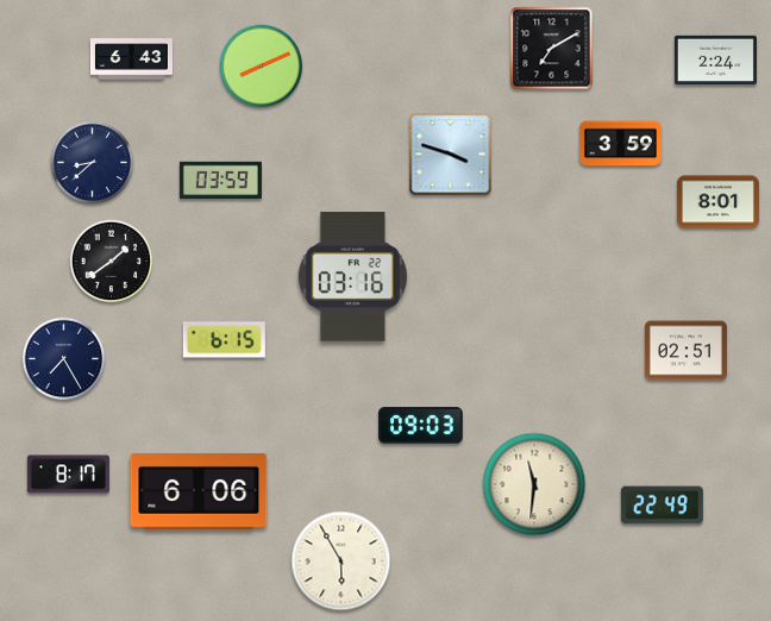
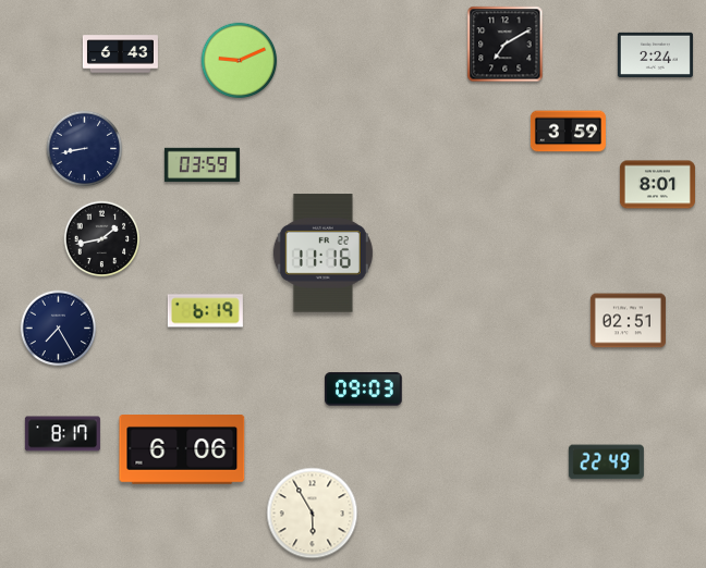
clock at (262, 67): 8:11 -> 9:11
clock at (451, 155): 3:48 -> none
clock at (93, 163): 8:38 -> 8:43
clock at (112, 262): 1:39 -> 1:43
clock at (352, 277): 03:16 -> 11:16
clock at (224, 340): 6:15 -> 6:19
clock at (421, 426) position: (421, 426) -> (364, 390)
clock at (534, 484): 11:31 -> none
